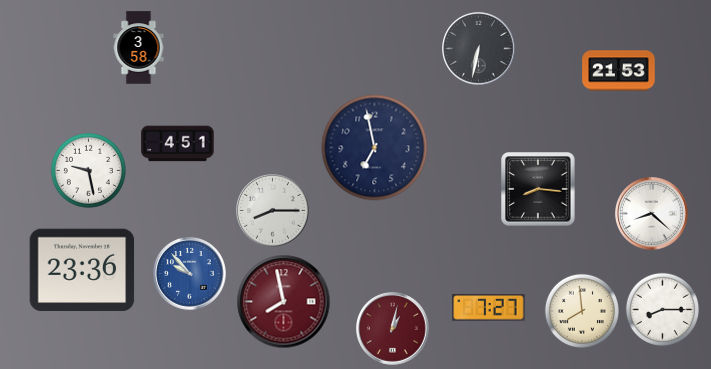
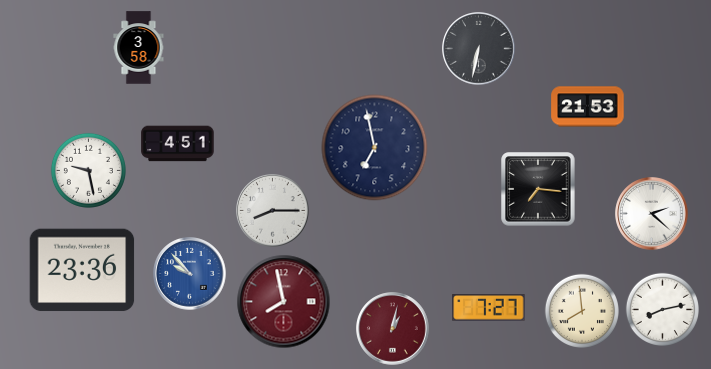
clock at (619, 71) position: (619, 71) -> (588, 107)
clock at (538, 189): 8:16 -> 7:16
clock at (652, 214): 8:22 -> 2:22
clock at (662, 309): 8:15 -> 8:13
